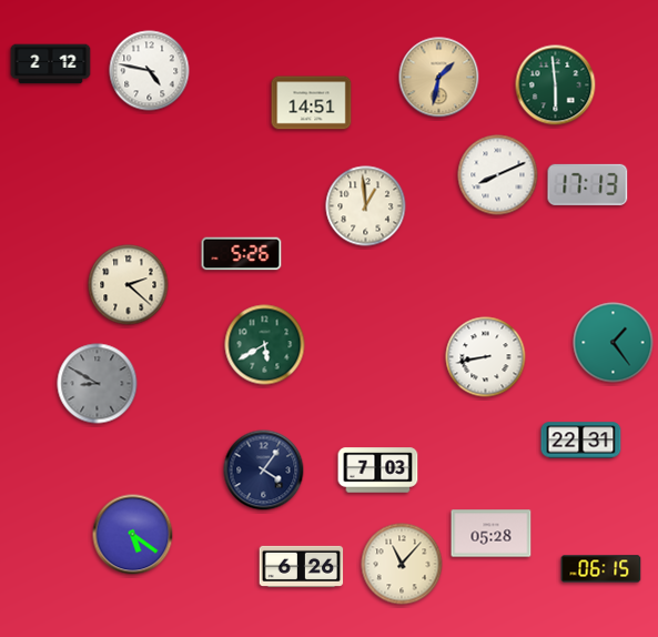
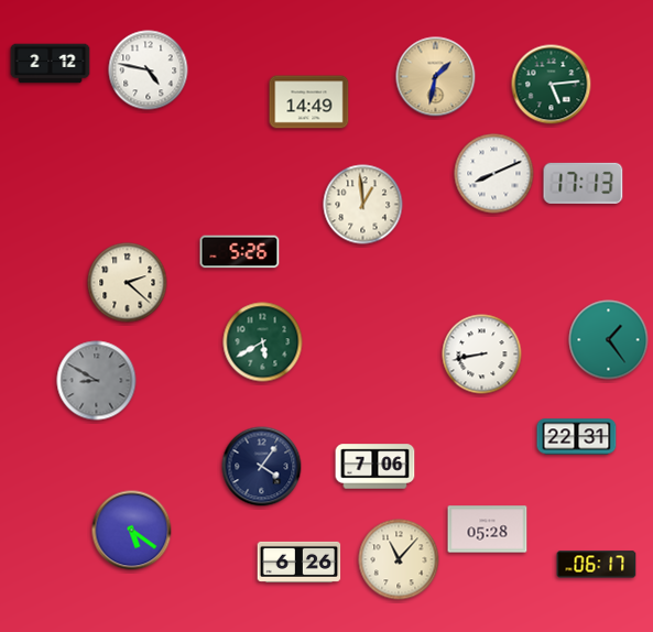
clock at (556, 85): 5:59 -> 5:14
clock at (312, 103): 14:51 -> 14:49
clock at (378, 471): 7:03 -> 7:06
clock at (601, 569): 06:15 -> 06:17
